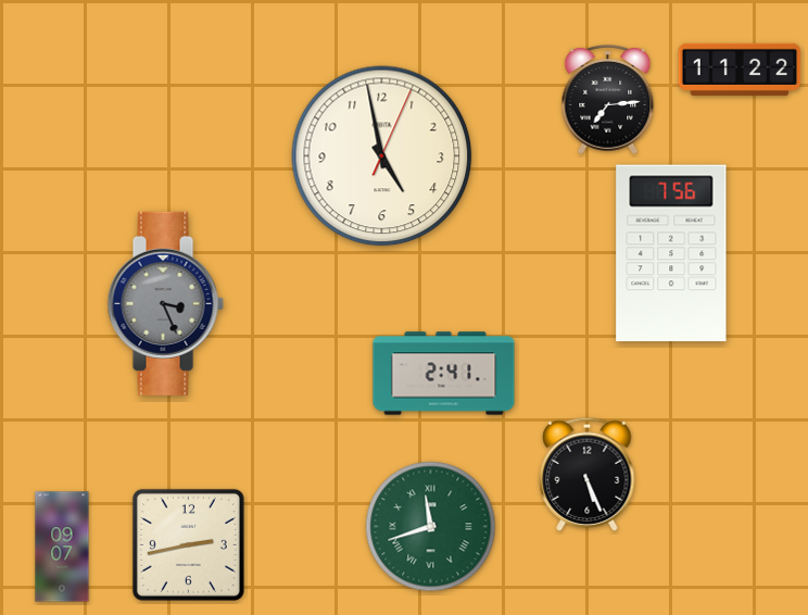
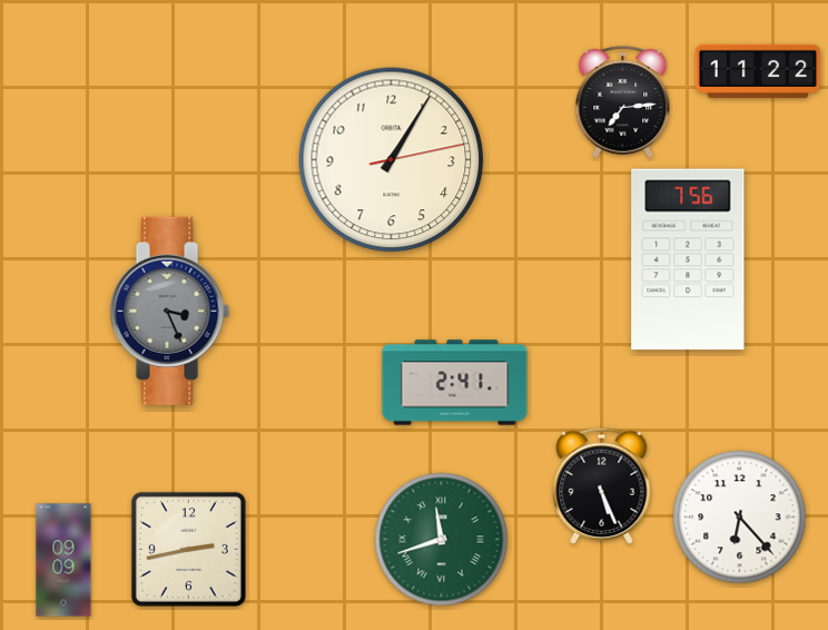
clock at (382, 156): 4:58 -> 1:05
clock at (740, 518): none -> 6:23
clock at (188, 544) position: (188, 544) -> (188, 549)
clock at (62, 547): 09:07 -> 09:09
